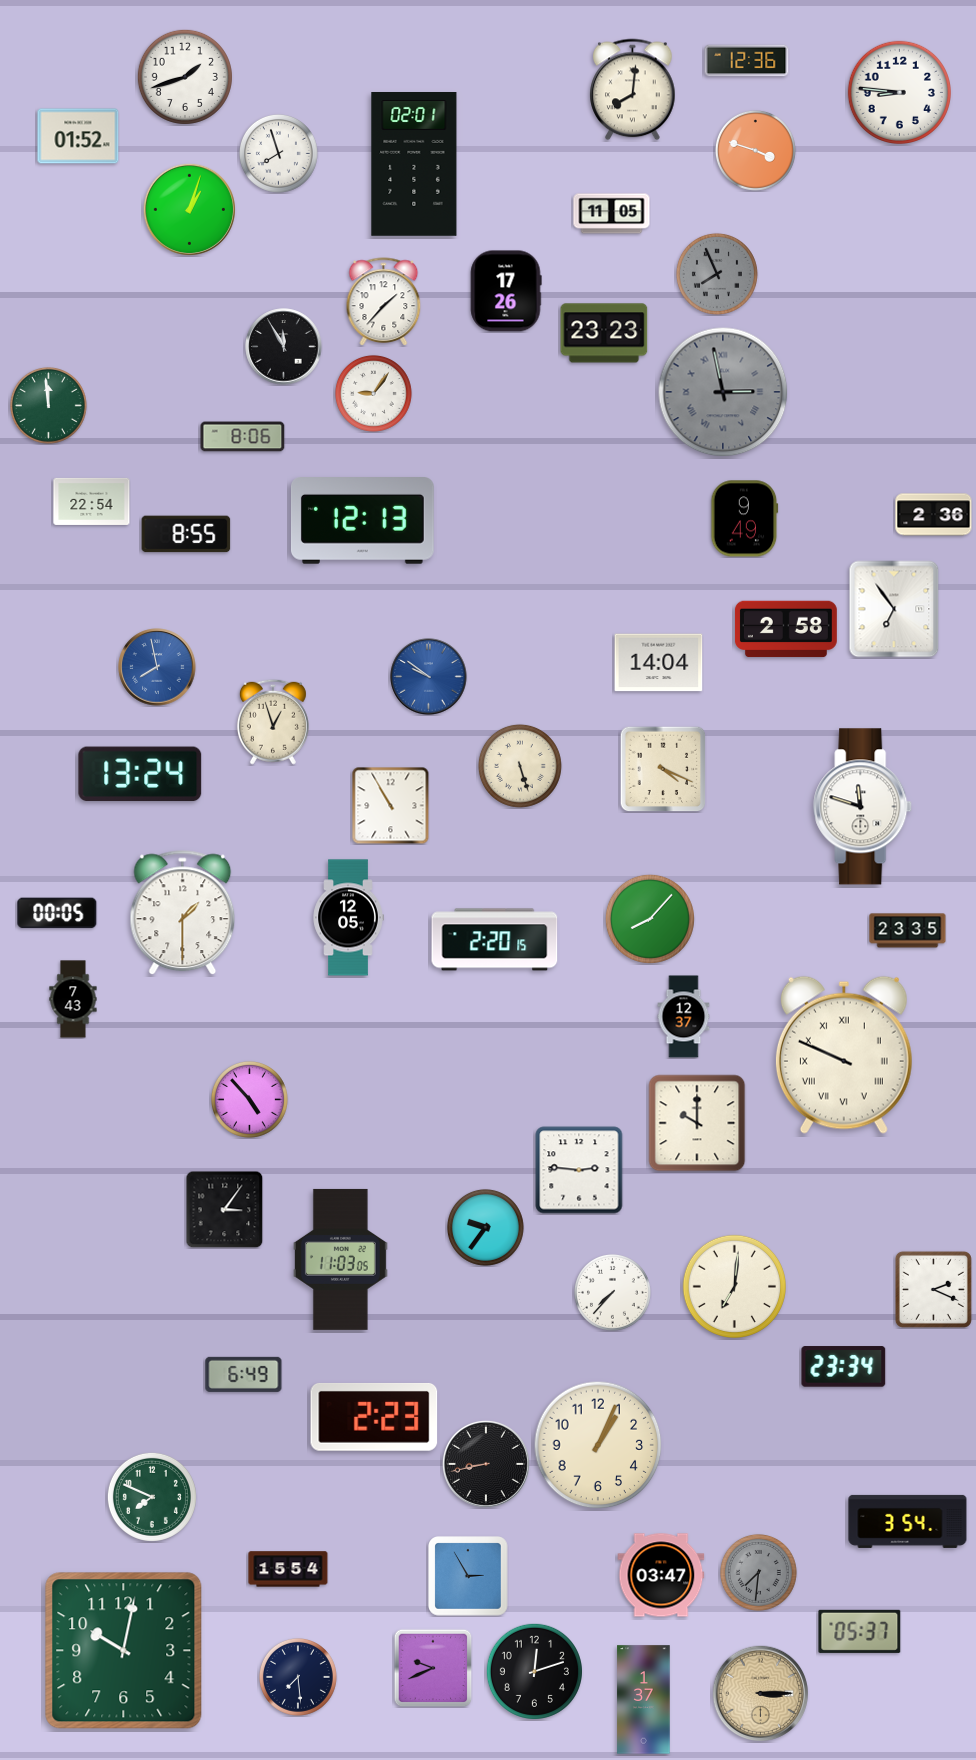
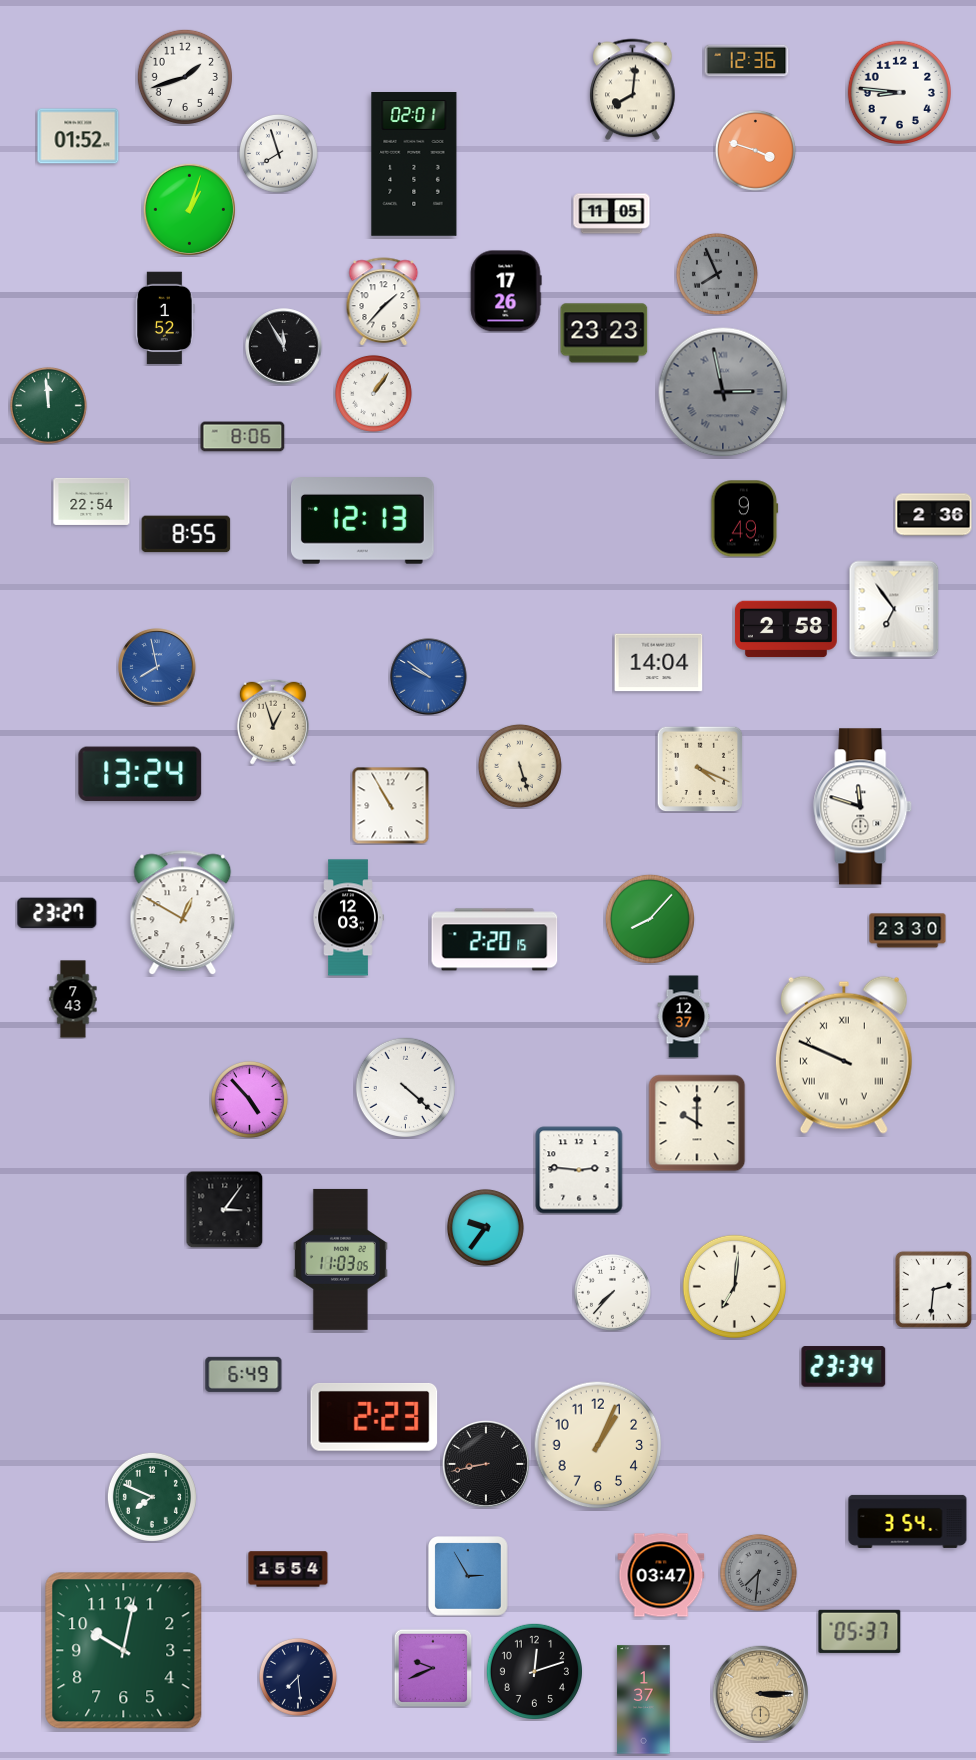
clock at (165, 318): none -> 1:52
clock at (373, 393): 9:06 -> 1:06
clock at (663, 769) position: (663, 769) -> (700, 769)
clock at (57, 913): 00:05 -> 23:27
clock at (183, 913): 1:30 -> 12:50
clock at (348, 918): 12:05 -> 12:03
clock at (908, 931): 23:35 -> 23:30
clock at (405, 1087): none -> 4:22
clock at (933, 1289): 2:19 -> 2:31
